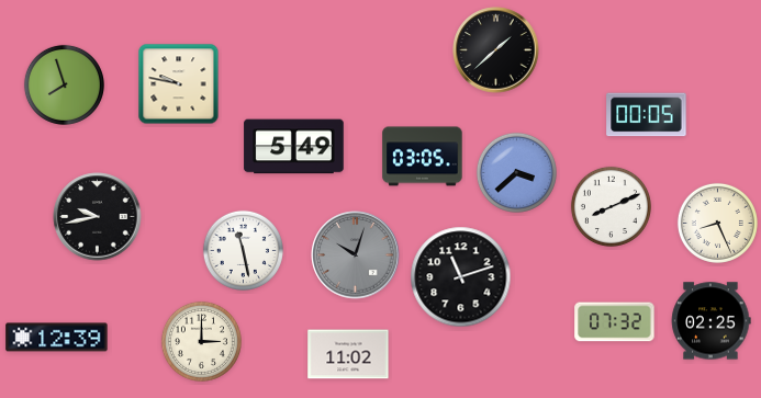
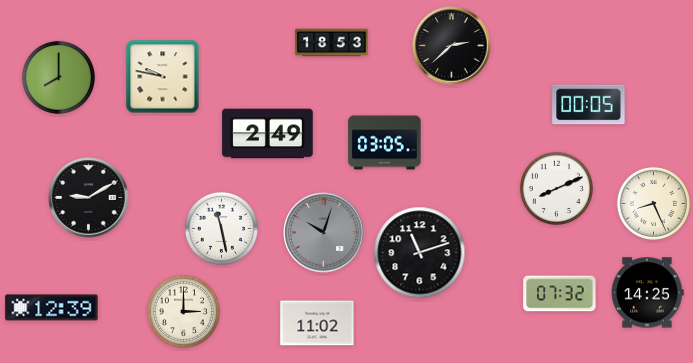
clock at (332, 43): none -> 18:53
clock at (496, 50): 1:38 -> 2:38
clock at (64, 84): 7:57 -> 8:00
clock at (294, 147): 5:49 -> 2:49
clock at (516, 172): 3:38 -> none
clock at (98, 217): 9:43 -> 9:10
clock at (710, 321): 02:25 -> 14:25
